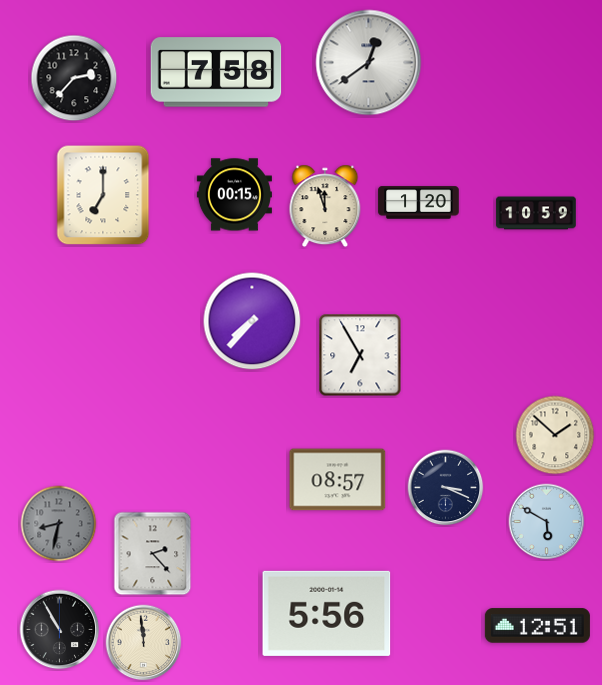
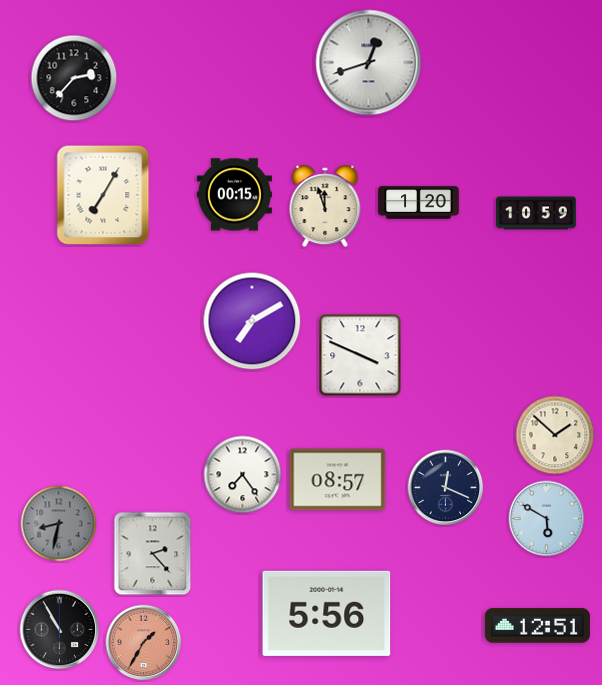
clock at (369, 63): 12:39 -> 12:42
clock at (216, 72): 7:58 -> none
clock at (103, 195): 7:00 -> 7:05
clock at (252, 321): 7:37 -> 7:10
clock at (360, 355): 6:55 -> 3:49
clock at (243, 475): none -> 7:24
clock at (446, 488): 3:19 -> 12:19
clock at (547, 522) position: (547, 522) -> (547, 519)
clock at (144, 643): 11:59 -> 1:35
clock at (144, 643) dial: cream -> salmon
